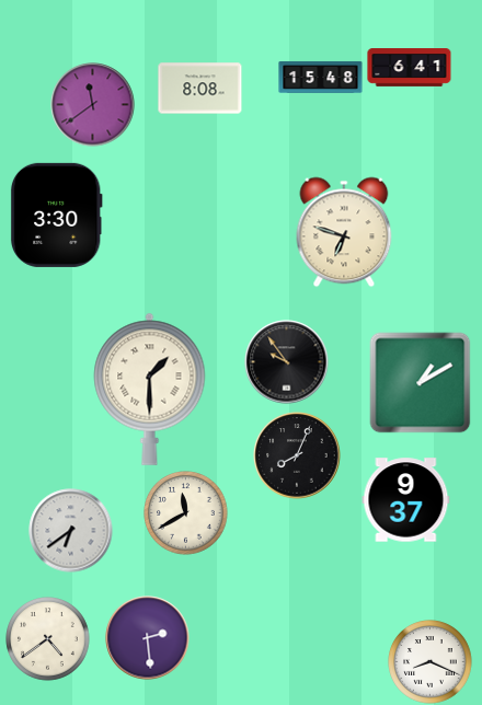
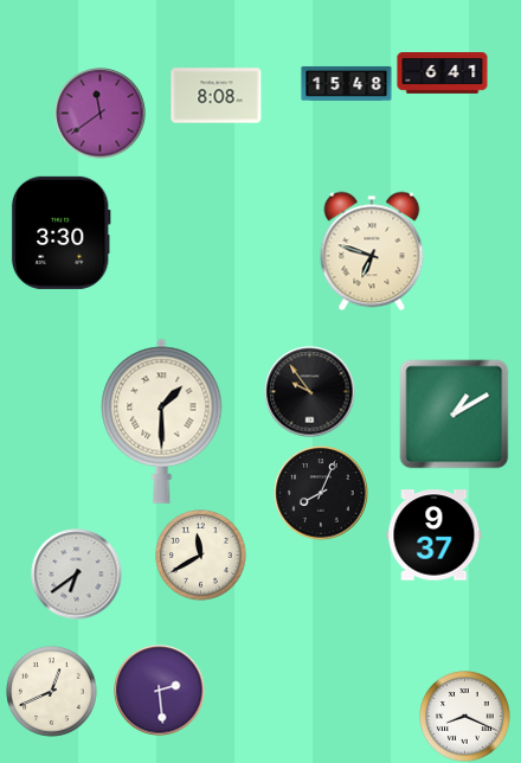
clock at (406, 500) position: (406, 500) -> (435, 536)
clock at (48, 639): 4:39 -> 12:41
